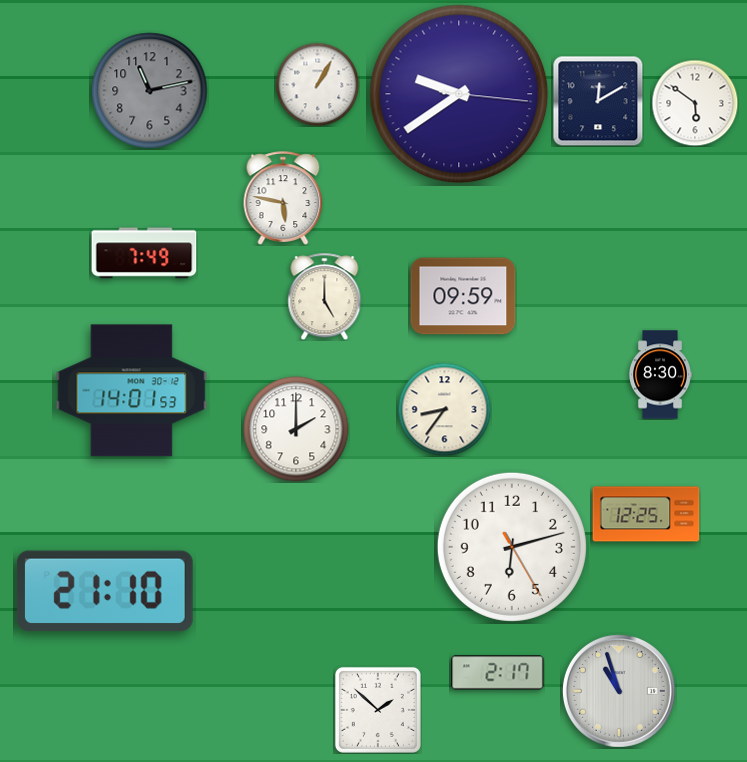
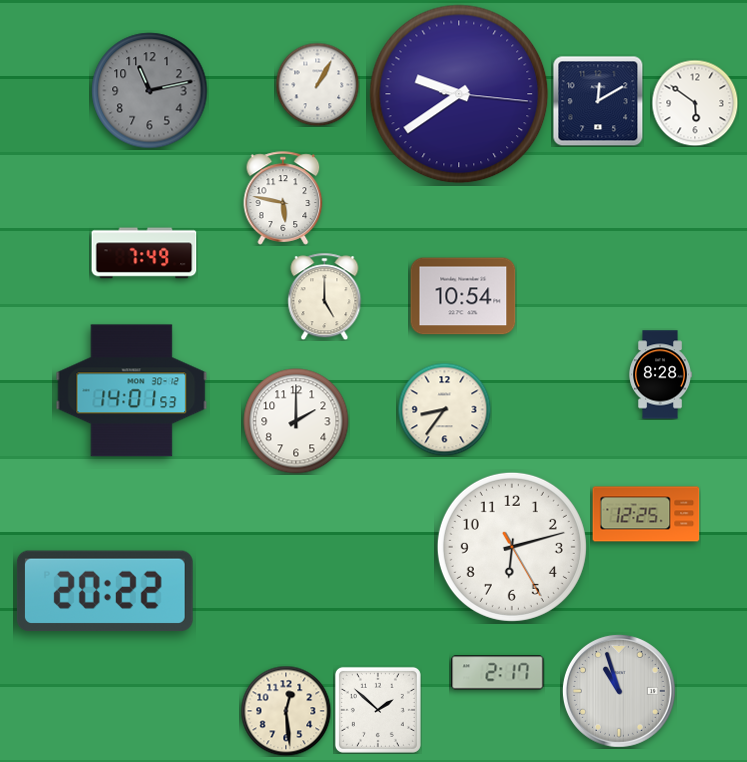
clock at (463, 296): 09:59 -> 10:54
clock at (660, 375): 8:30 -> 8:28
clock at (296, 429) position: (296, 429) -> (296, 421)
clock at (105, 591): 21:10 -> 20:22
clock at (286, 711): none -> 12:29
